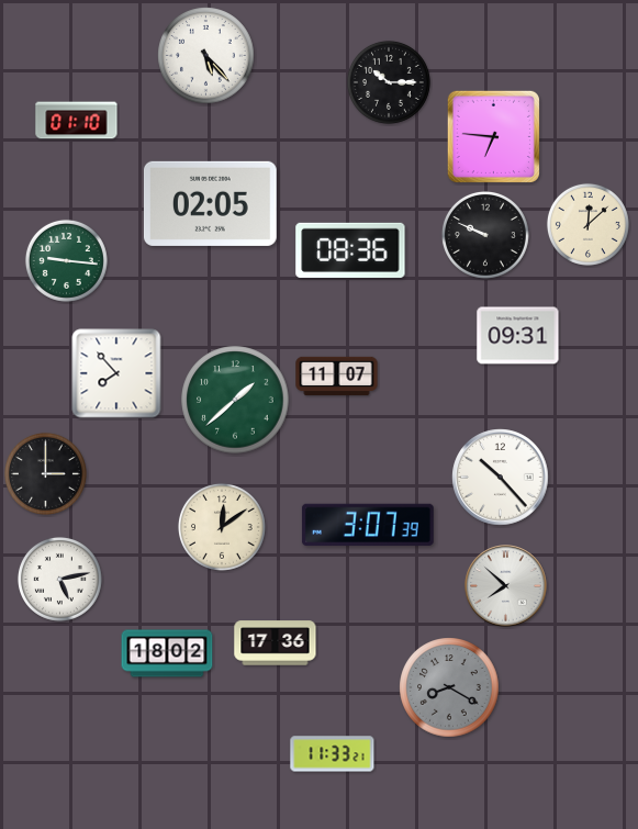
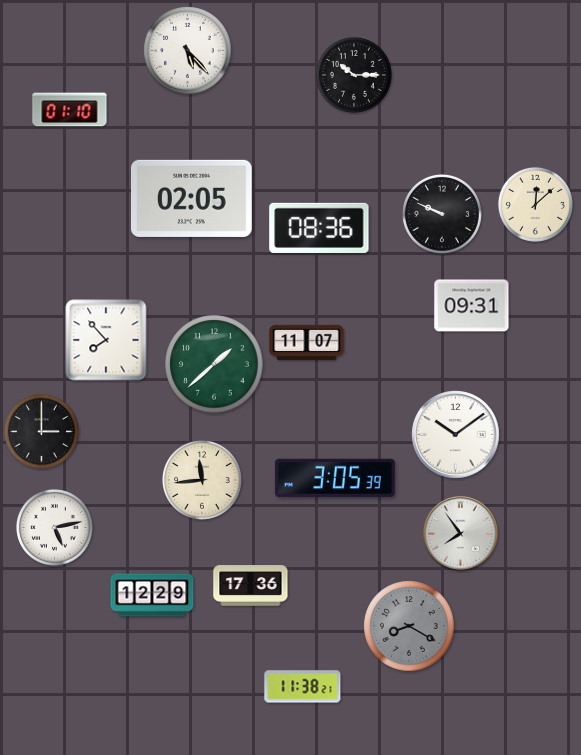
clock at (493, 136): 6:46 -> none
clock at (210, 203) position: (210, 203) -> (191, 198)
clock at (66, 260): 9:16 -> none
clock at (501, 478): 10:23 -> 10:09
clock at (368, 525): 3:07 -> 3:05
clock at (222, 527): 12:09 -> 11:44
clock at (506, 586): 7:52 -> 7:54
clock at (167, 653): 18:02 -> 12:29
clock at (333, 754): 11:33 -> 11:38
